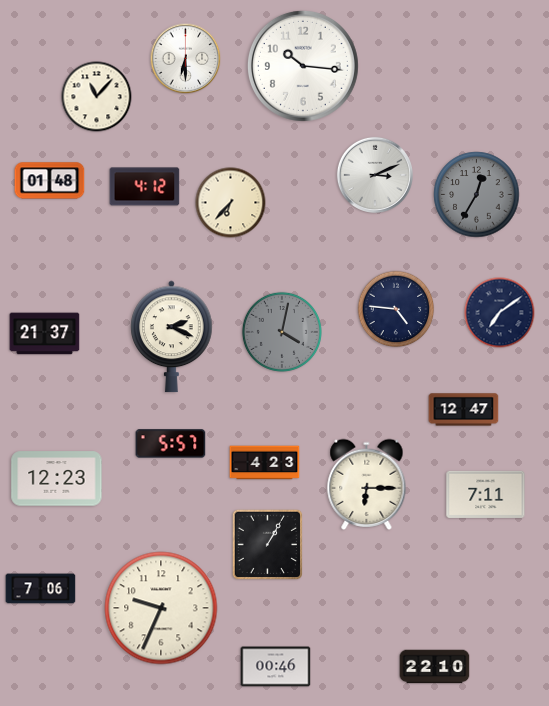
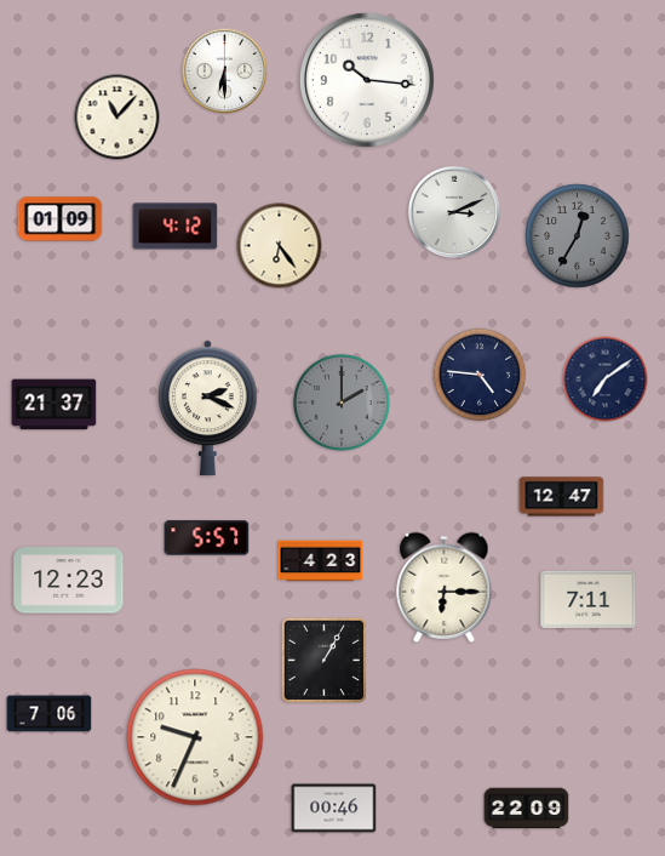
clock at (50, 181): 01:48 -> 01:09
clock at (231, 203): 6:37 -> 6:24
clock at (282, 332): 4:02 -> 2:00
clock at (435, 667): 22:10 -> 22:09
